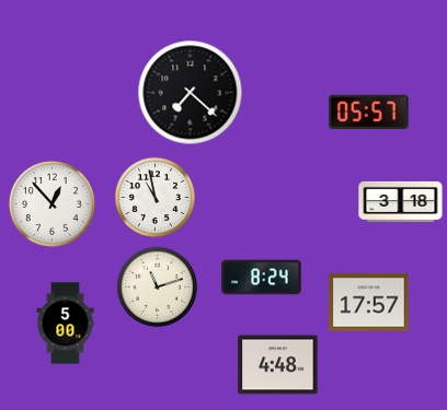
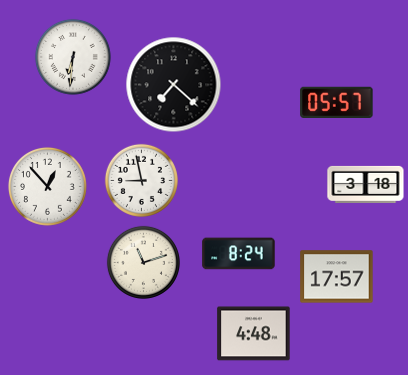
clock at (73, 57): none -> 6:31
clock at (154, 197): 10:58 -> 8:58
clock at (66, 324): 5:00 -> none
